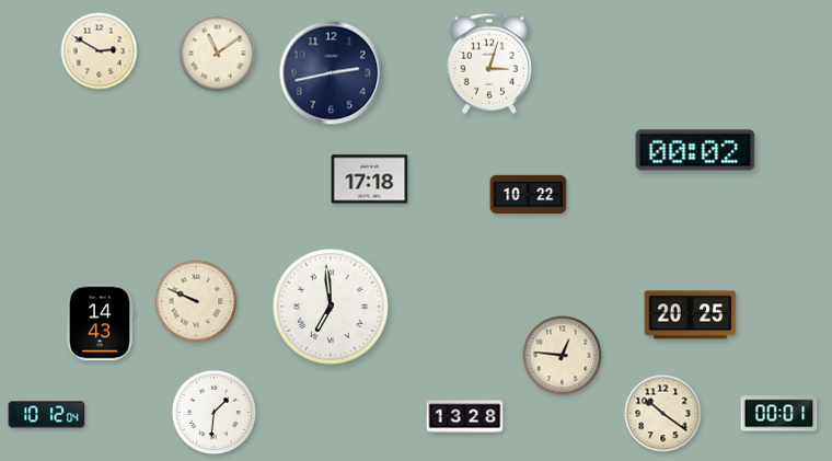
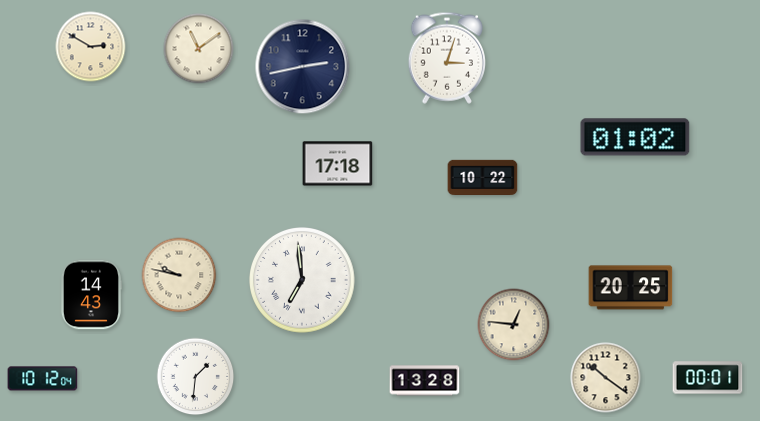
clock at (695, 150): 00:02 -> 01:02
clock at (196, 301): 9:49 -> 9:47
clock at (779, 414) position: (779, 414) -> (708, 378)
